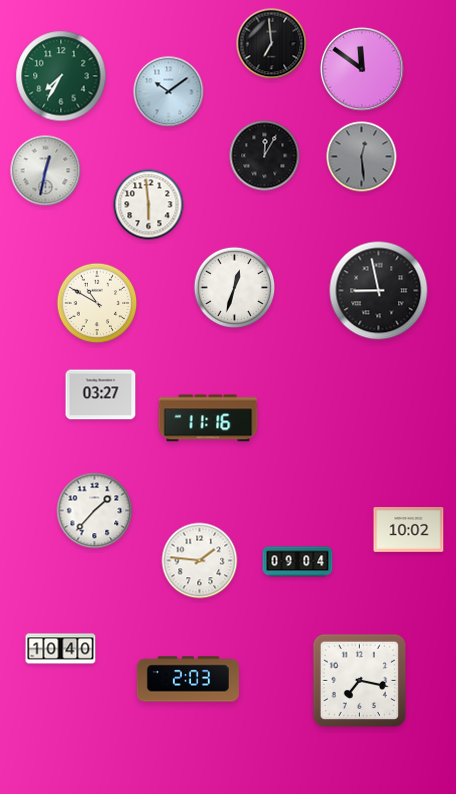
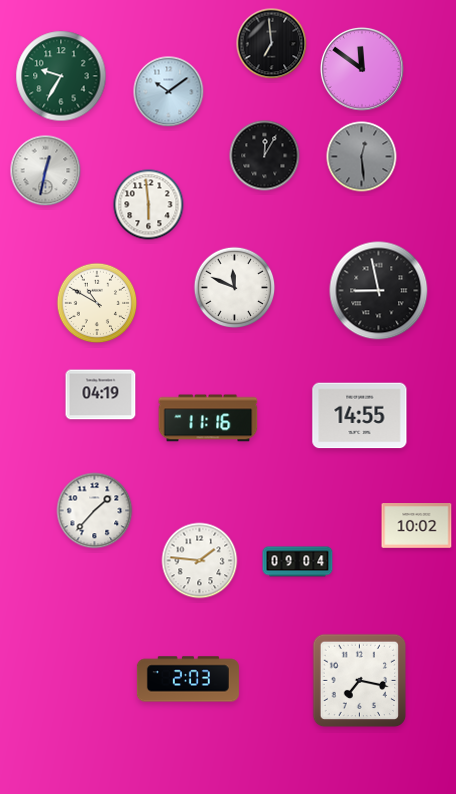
clock at (61, 76): 7:35 -> 9:35
clock at (235, 288): 12:33 -> 11:49
clock at (101, 395): 03:27 -> 04:19
clock at (360, 416): none -> 14:55
clock at (409, 530) position: (409, 530) -> (417, 526)
clock at (61, 649): 10:40 -> none
